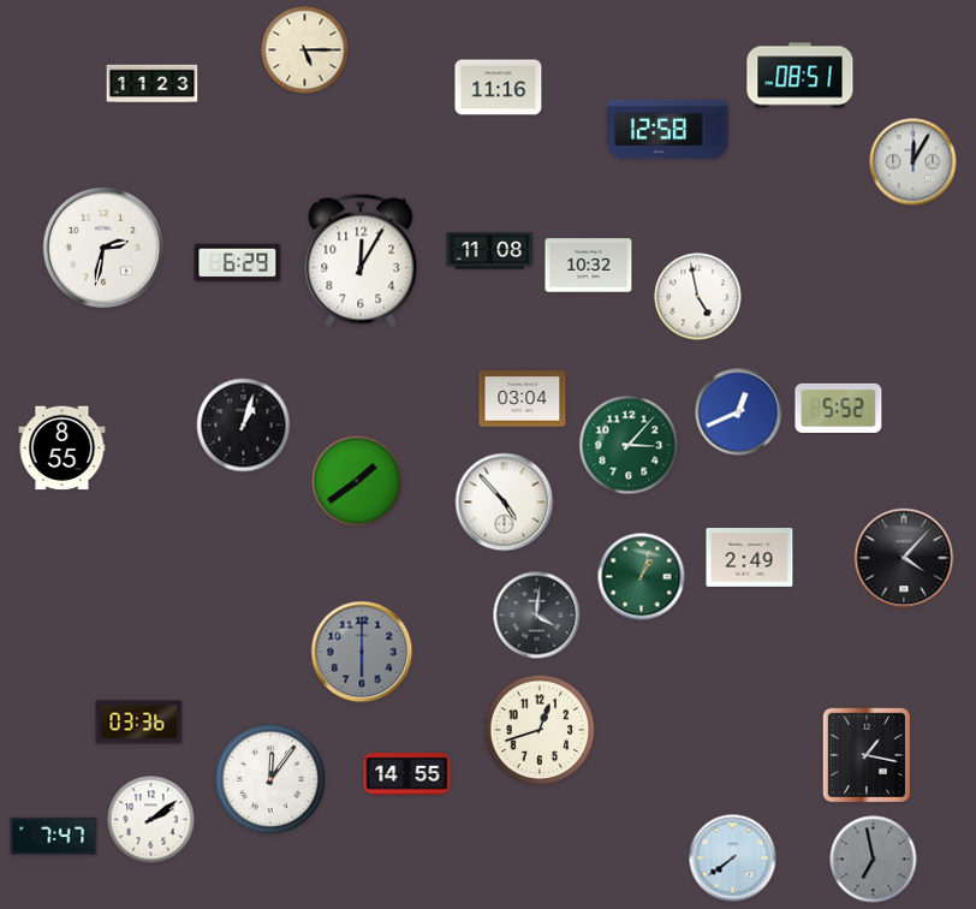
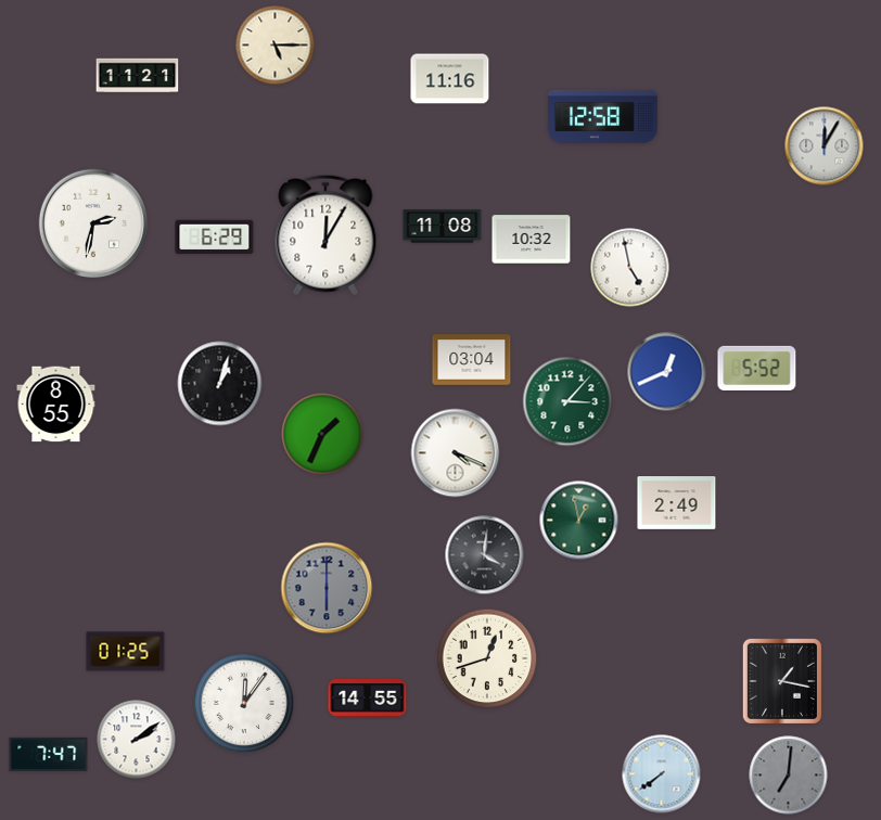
clock at (801, 76): 08:51 -> none
clock at (153, 84): 11:23 -> 11:21
clock at (357, 481): 1:39 -> 1:34
clock at (505, 503): 4:53 -> 4:19
clock at (904, 558): 4:07 -> none
clock at (642, 577): 1:03 -> 12:58
clock at (139, 723): 03:36 -> 01:25
clock at (874, 860): 6:58 -> 7:01
